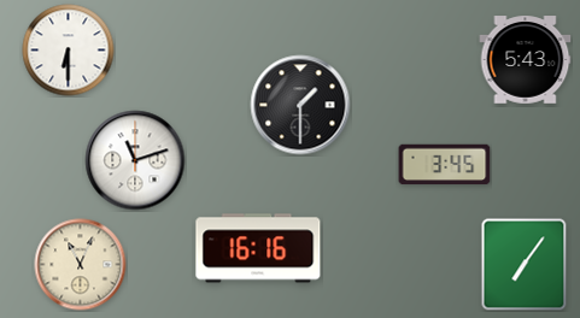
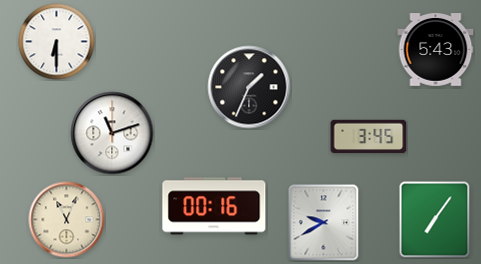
clock at (300, 105): 1:30 -> 1:34
clock at (258, 248): 16:16 -> 00:16
clock at (324, 223): none -> 9:40
